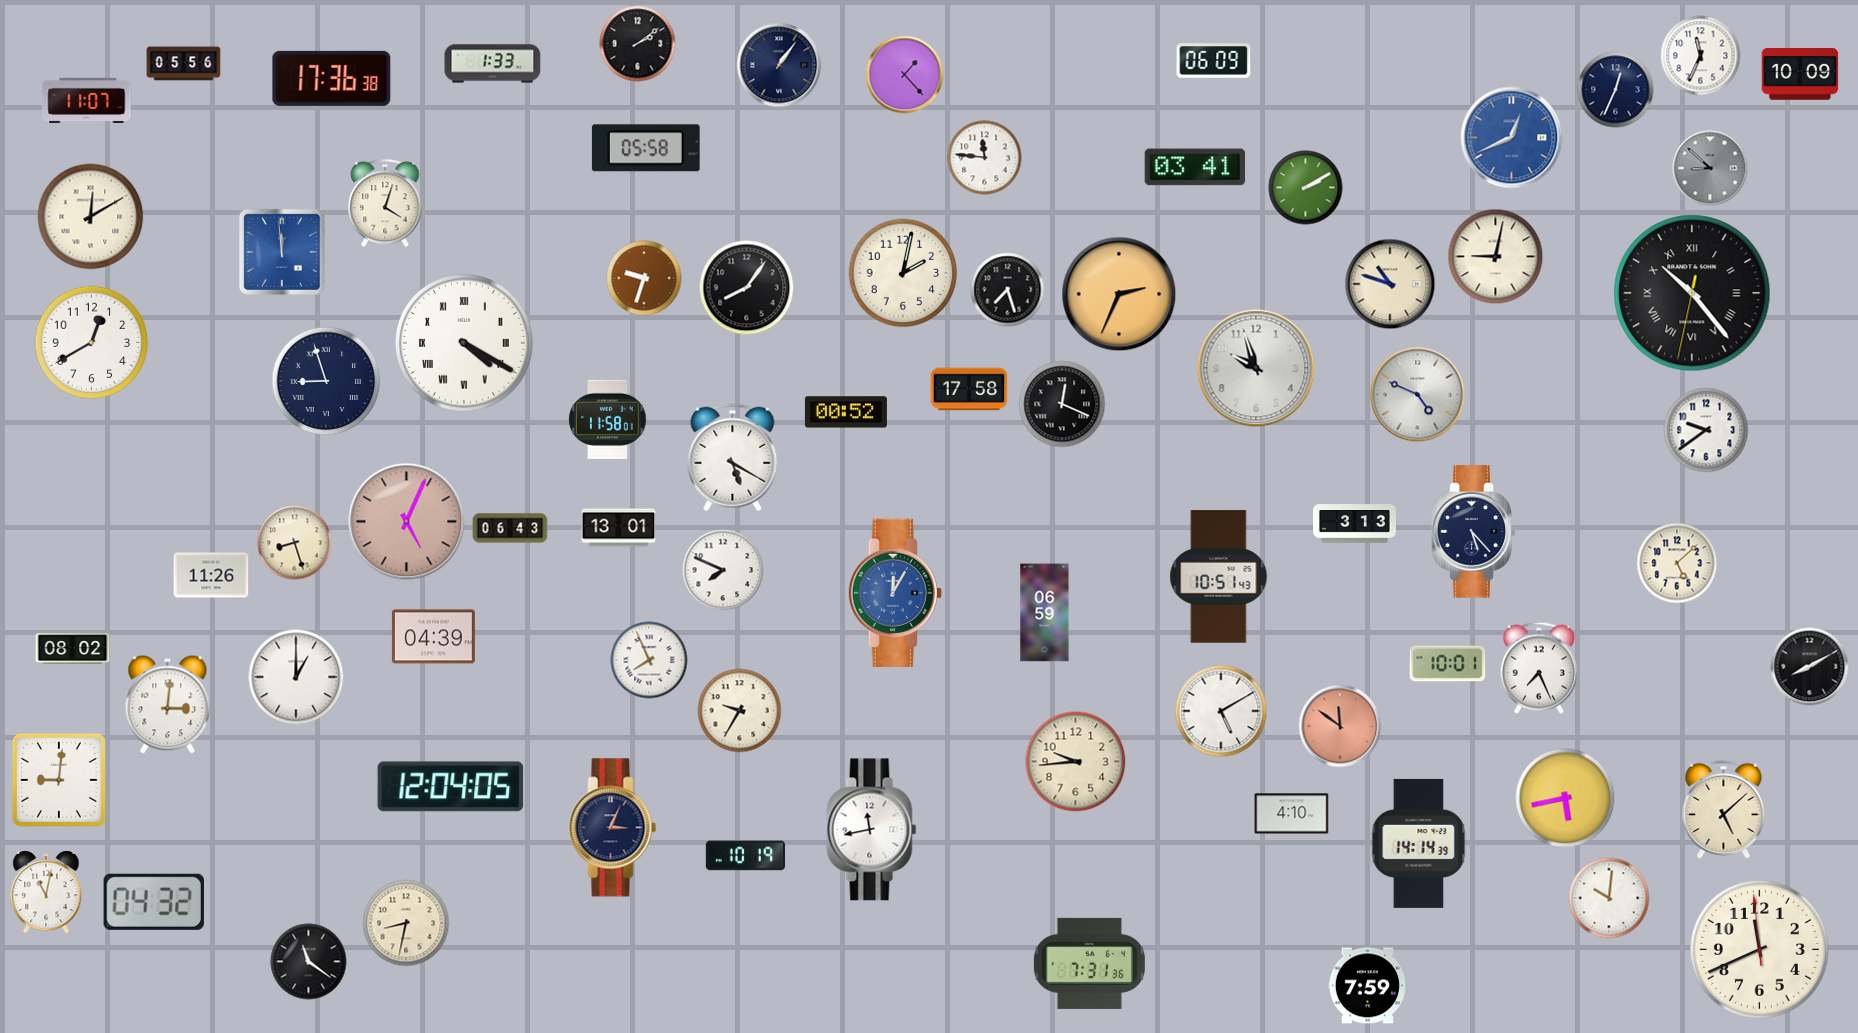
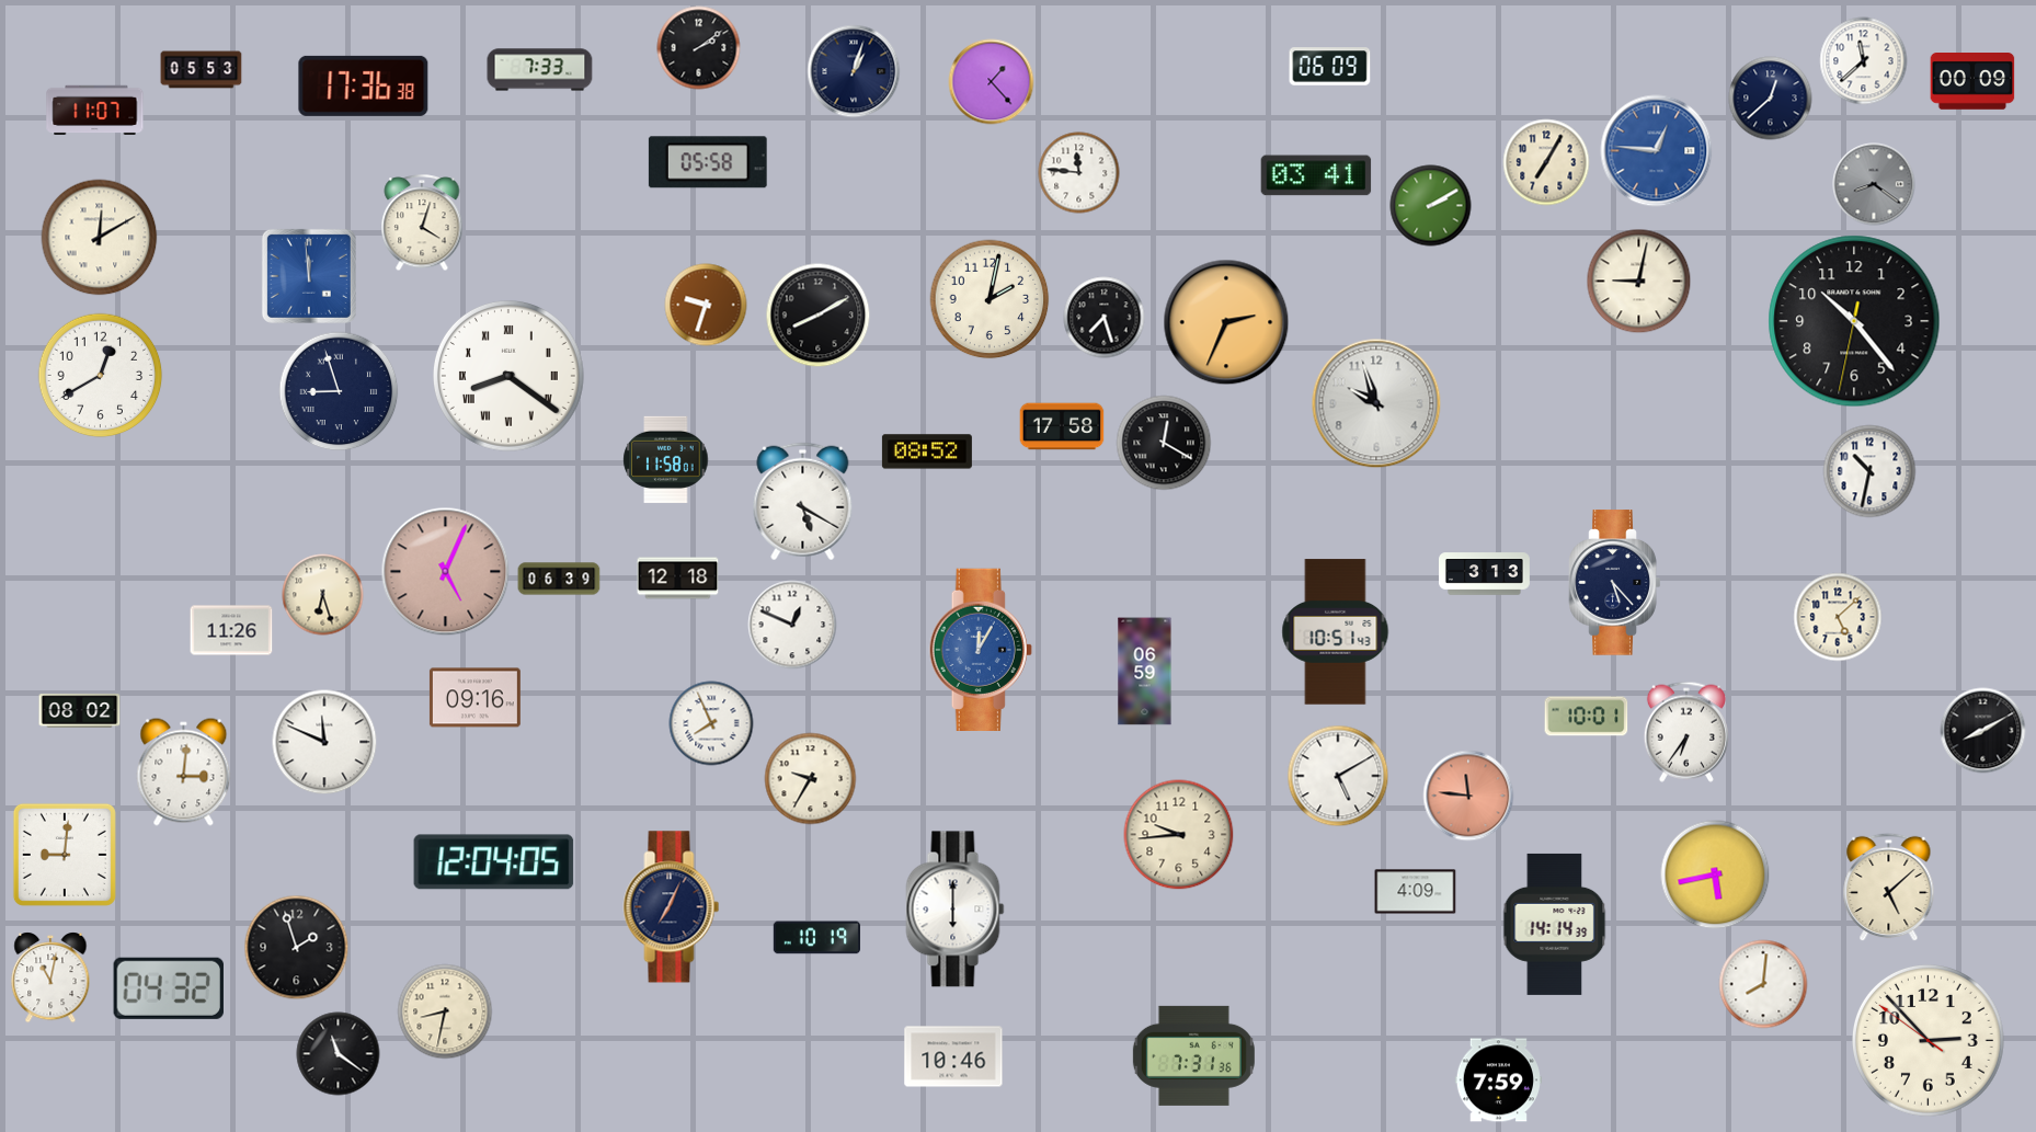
clock at (1701, 56): 11:34 -> 11:38
clock at (184, 64): 05:56 -> 05:53
clock at (493, 64): 1:33 -> 7:33
clock at (779, 65): 1:06 -> 1:03
clock at (1800, 75): 10:09 -> 00:09
clock at (1616, 90): 12:34 -> 12:38
clock at (1512, 138): 12:41 -> 12:46
clock at (1546, 162): none -> 7:05
clock at (1195, 167) position: (1195, 167) -> (1316, 175)
clock at (1710, 168): 8:52 -> 8:21
clock at (1390, 284): 10:48 -> none
clock at (747, 288): 8:06 -> 8:10
clock at (1692, 293) numerals: Roman -> Arabic
clock at (464, 343): 4:20 -> 8:21
clock at (326, 381) position: (326, 381) -> (339, 391)
clock at (1418, 395): 4:49 -> none
clock at (1062, 404): 12:19 -> 12:20
clock at (846, 412): 00:52 -> 08:52
clock at (1706, 430): 9:39 -> 10:32
clock at (510, 528): 06:43 -> 06:39
clock at (619, 528): 13:01 -> 12:18
clock at (295, 543): 8:27 -> 6:27
clock at (723, 570): 7:49 -> 12:49
clock at (433, 637): 04:39 -> 09:16
clock at (1448, 664) position: (1448, 664) -> (1587, 717)
clock at (1539, 668): 7:26 -> 6:36
clock at (296, 677): 1:00 -> 11:49
clock at (1221, 711) position: (1221, 711) -> (1338, 776)
clock at (1340, 726): 11:51 -> 11:46
clock at (1292, 814): 4:10 -> 4:09
clock at (613, 828): 3:04 -> 7:04
clock at (872, 830): 11:43 -> 6:00
clock at (297, 948): none -> 1:57
clock at (1609, 898): 10:01 -> 8:01
clock at (1759, 949): 11:40 -> 2:52
clock at (953, 1056): none -> 10:46
